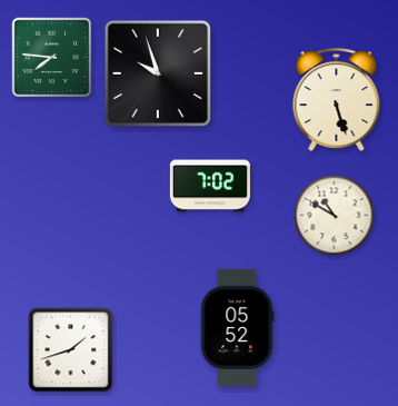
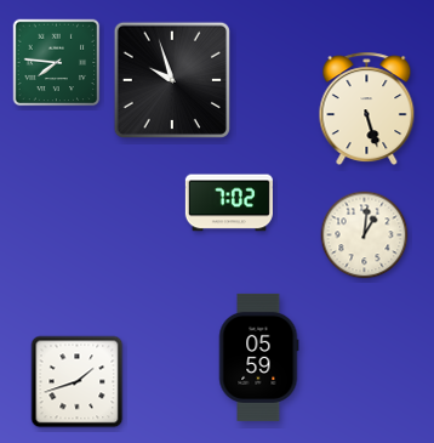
clock at (335, 216): 10:50 -> 1:01
clock at (237, 327): 05:52 -> 05:59
